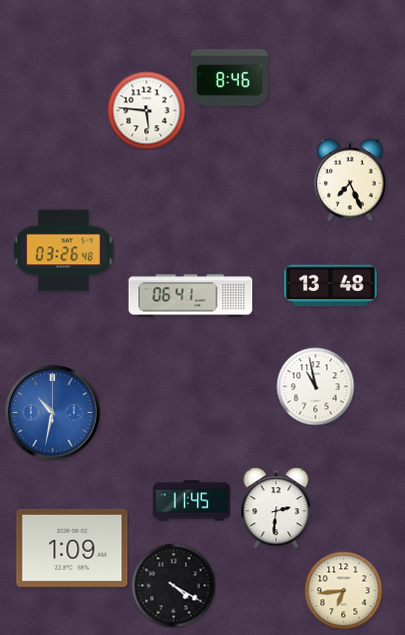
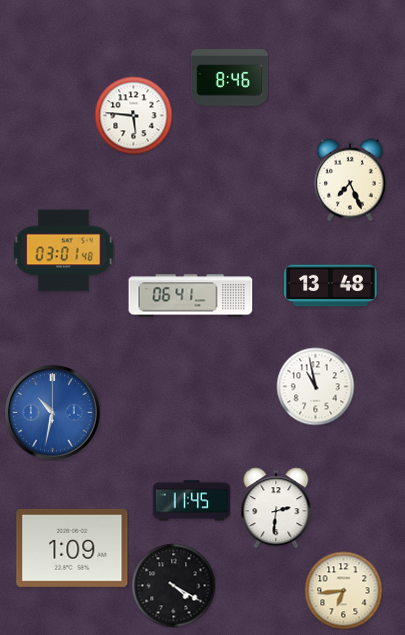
clock at (146, 110) position: (146, 110) -> (133, 115)
clock at (64, 251): 03:26 -> 03:01
